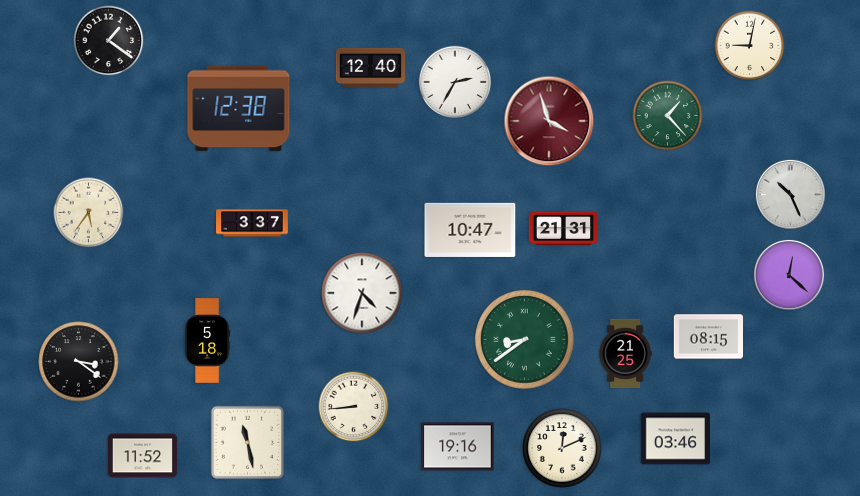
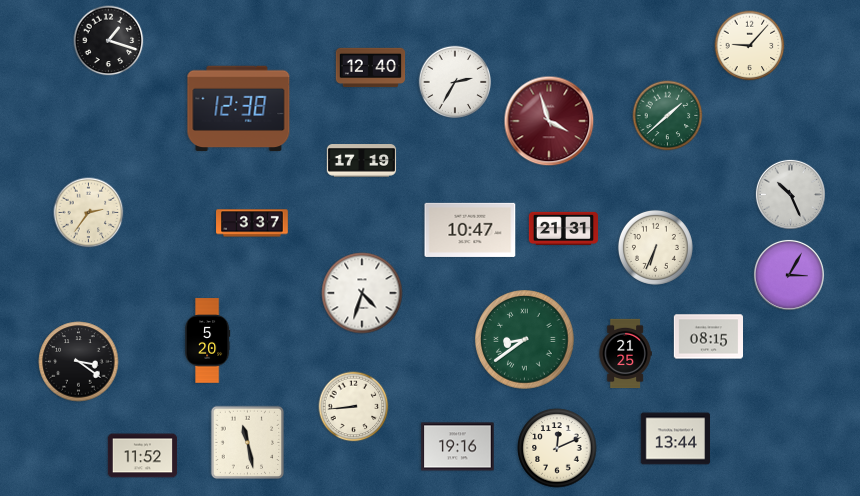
clock at (109, 41): 1:21 -> 1:18
clock at (750, 46): 9:02 -> 9:07
clock at (668, 116): 1:23 -> 1:38
clock at (362, 161): none -> 17:19
clock at (89, 213): 5:36 -> 2:36
clock at (655, 247): none -> 6:34
clock at (789, 275): 12:22 -> 3:05
clock at (207, 341): 5:18 -> 5:20
clock at (675, 439): 03:46 -> 13:44
clock at (562, 448) position: (562, 448) -> (557, 448)
